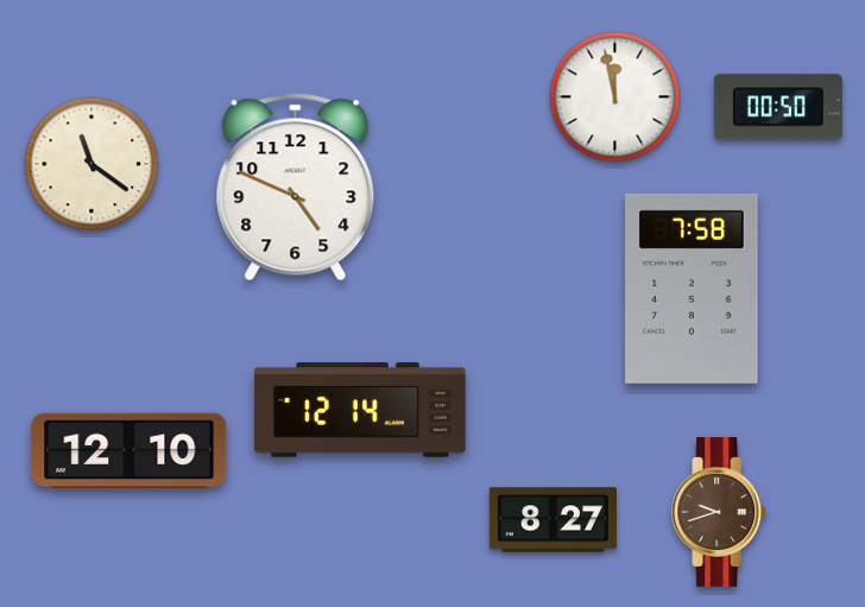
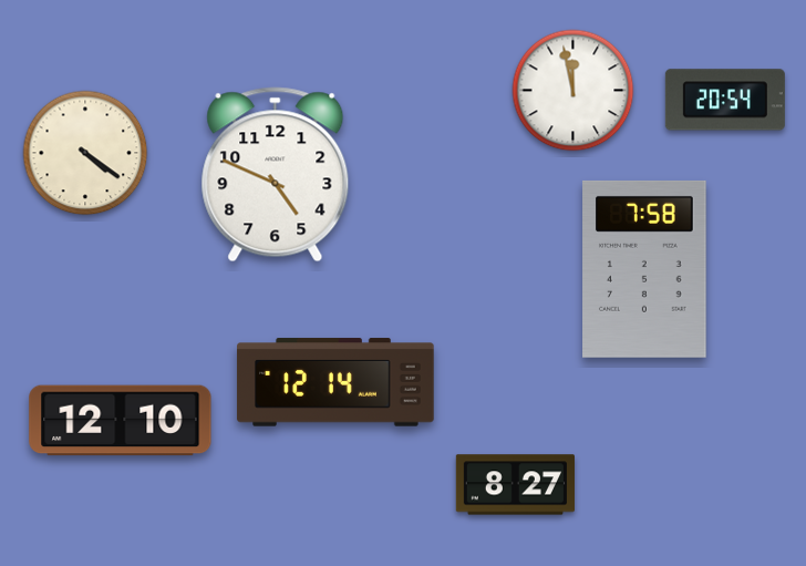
clock at (778, 107): 00:50 -> 20:54
clock at (91, 164): 11:21 -> 4:21
clock at (720, 512): 9:42 -> none
